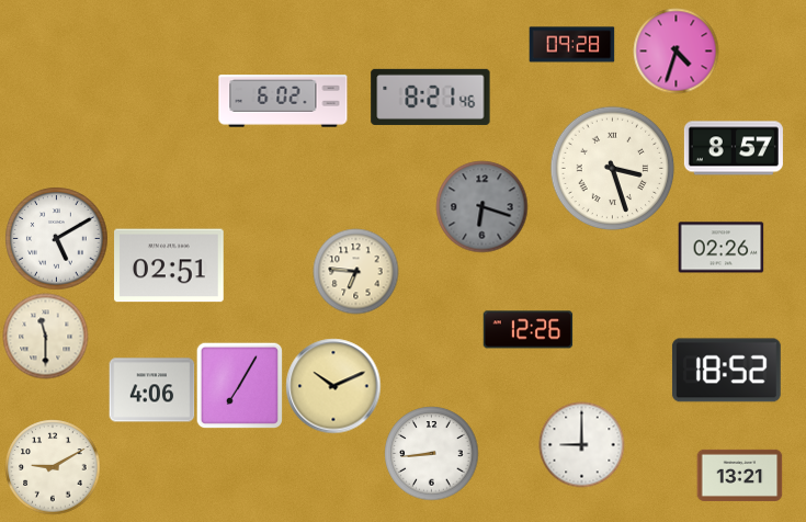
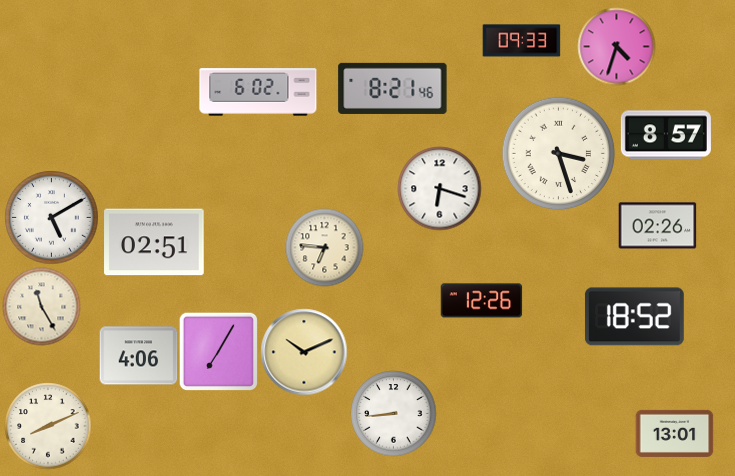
clock at (571, 45): 09:28 -> 09:33
clock at (734, 148) position: (734, 148) -> (666, 135)
clock at (481, 206) dial: grey -> white
clock at (45, 336): 11:30 -> 11:25
clock at (727, 371) position: (727, 371) -> (635, 317)
clock at (581, 444): 9:00 -> none
clock at (53, 467): 9:10 -> 8:11
clock at (739, 475): 13:21 -> 13:01
